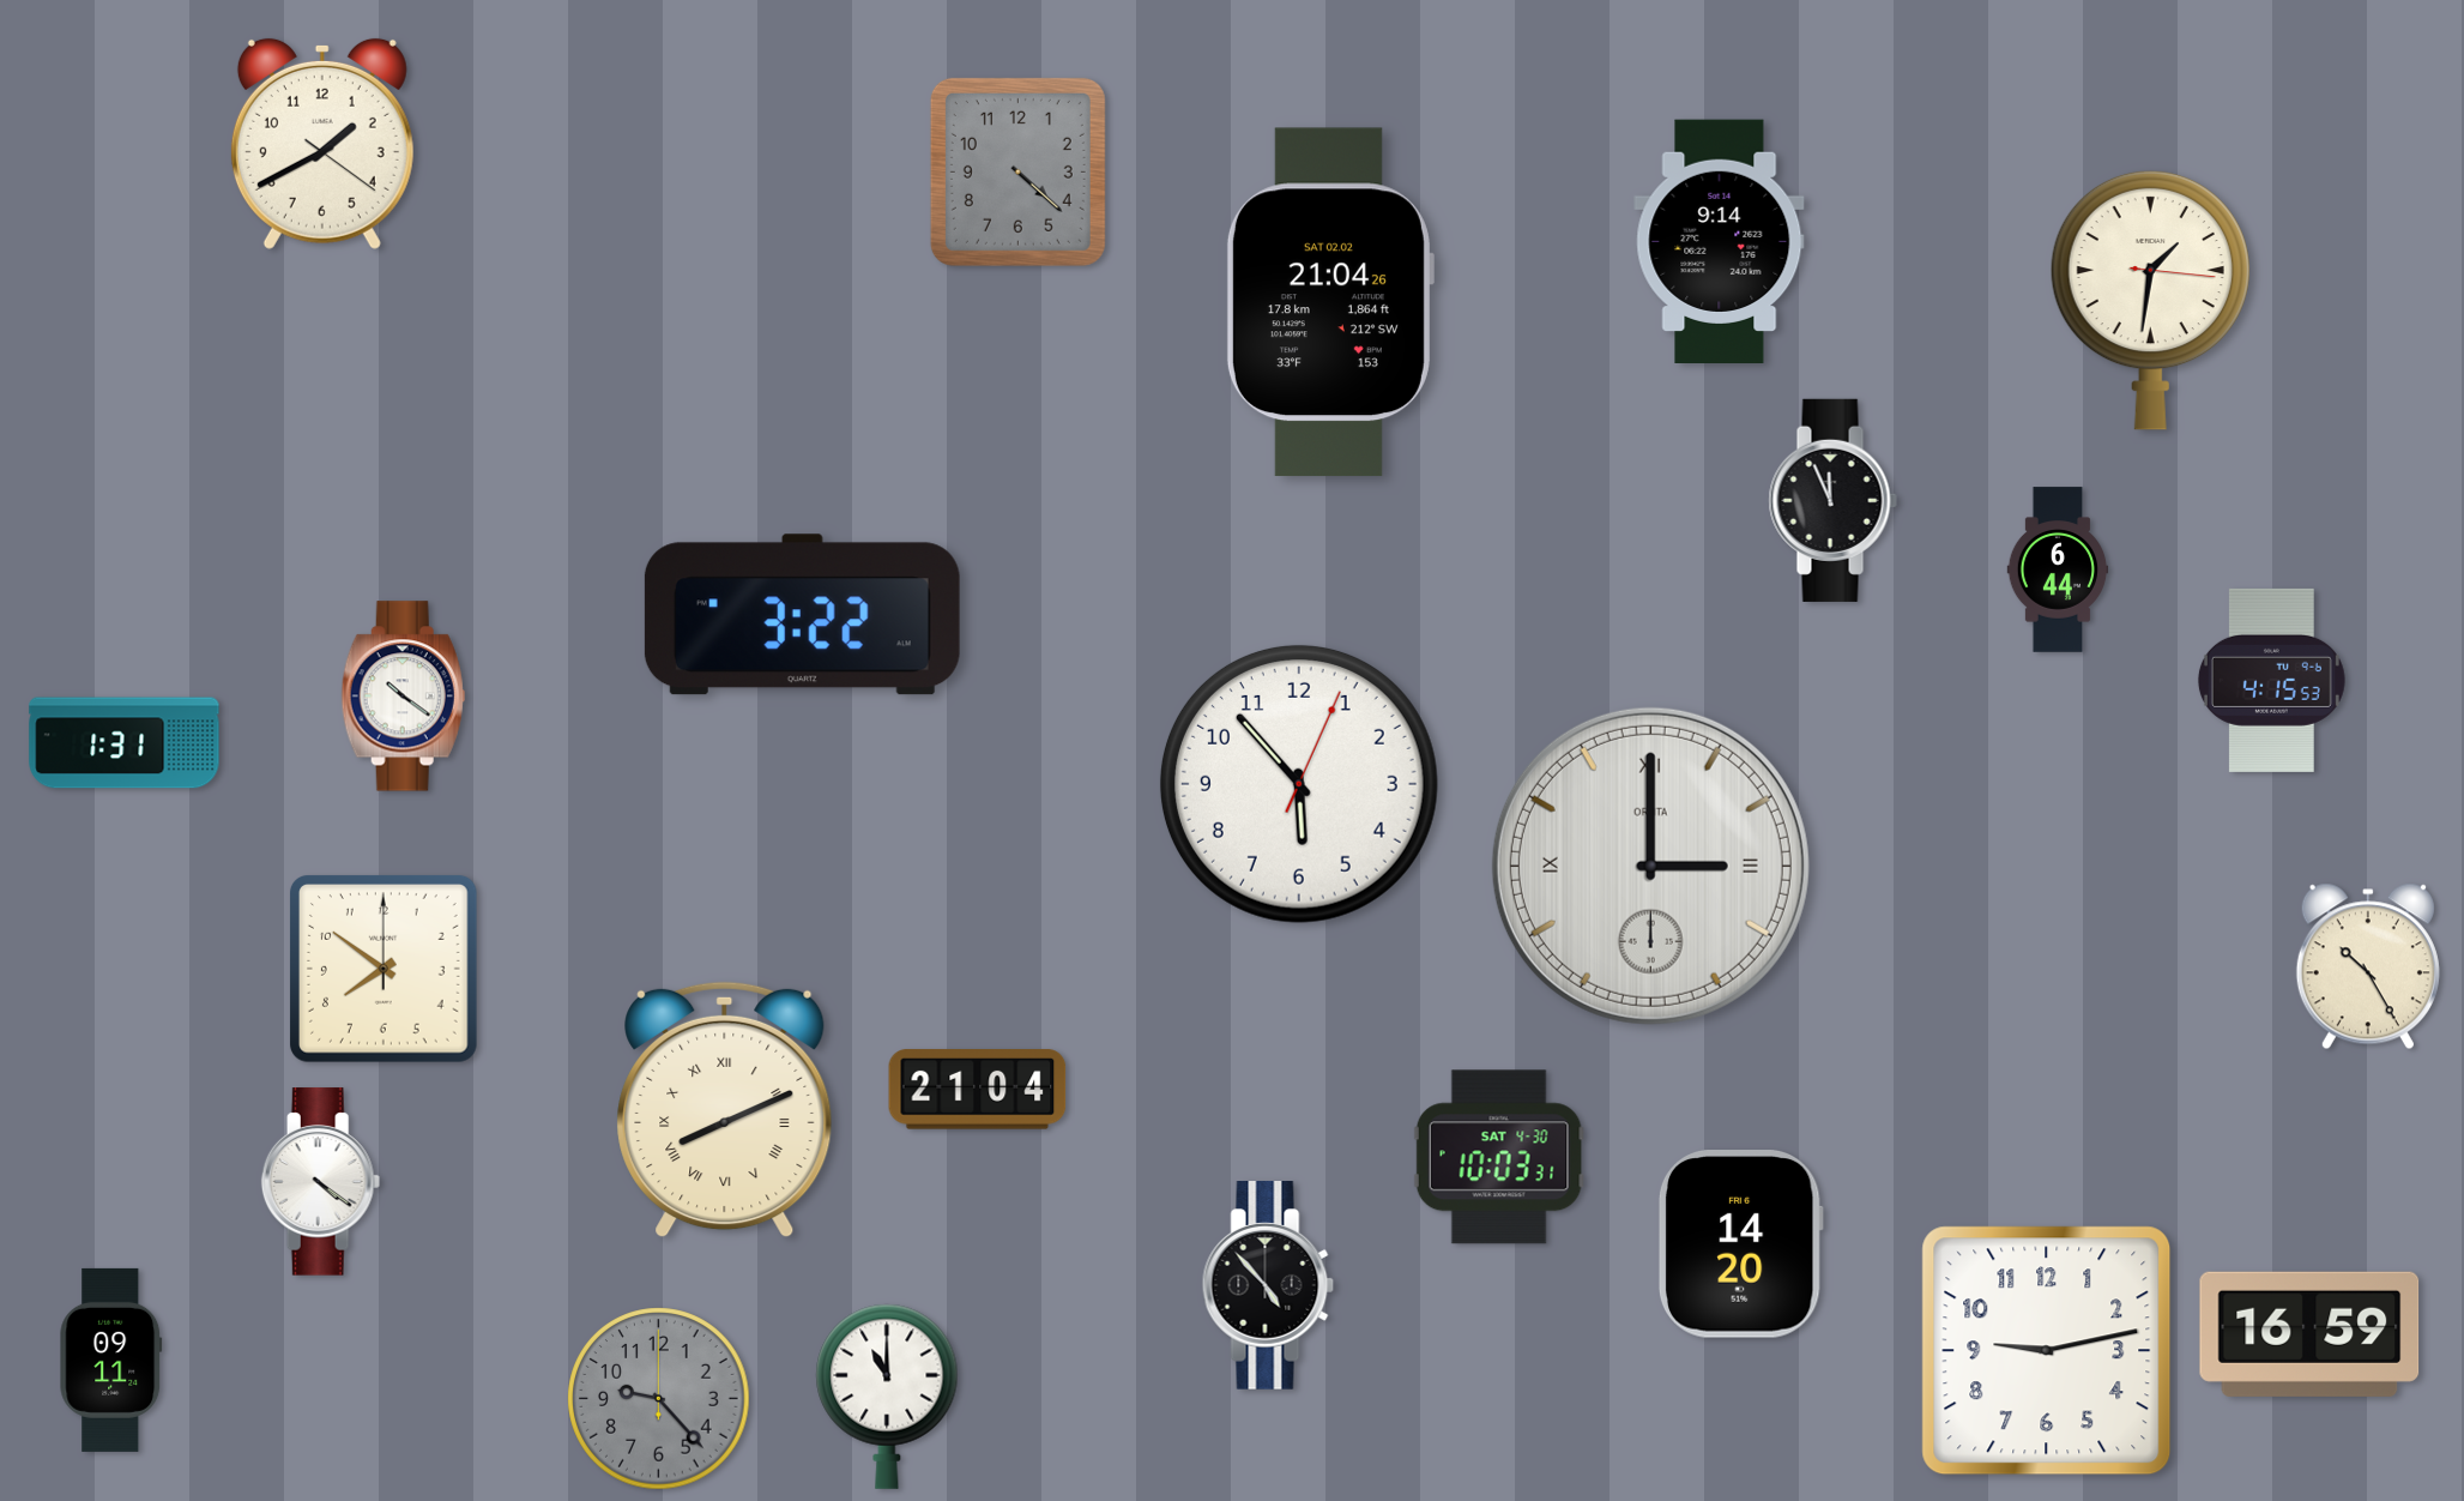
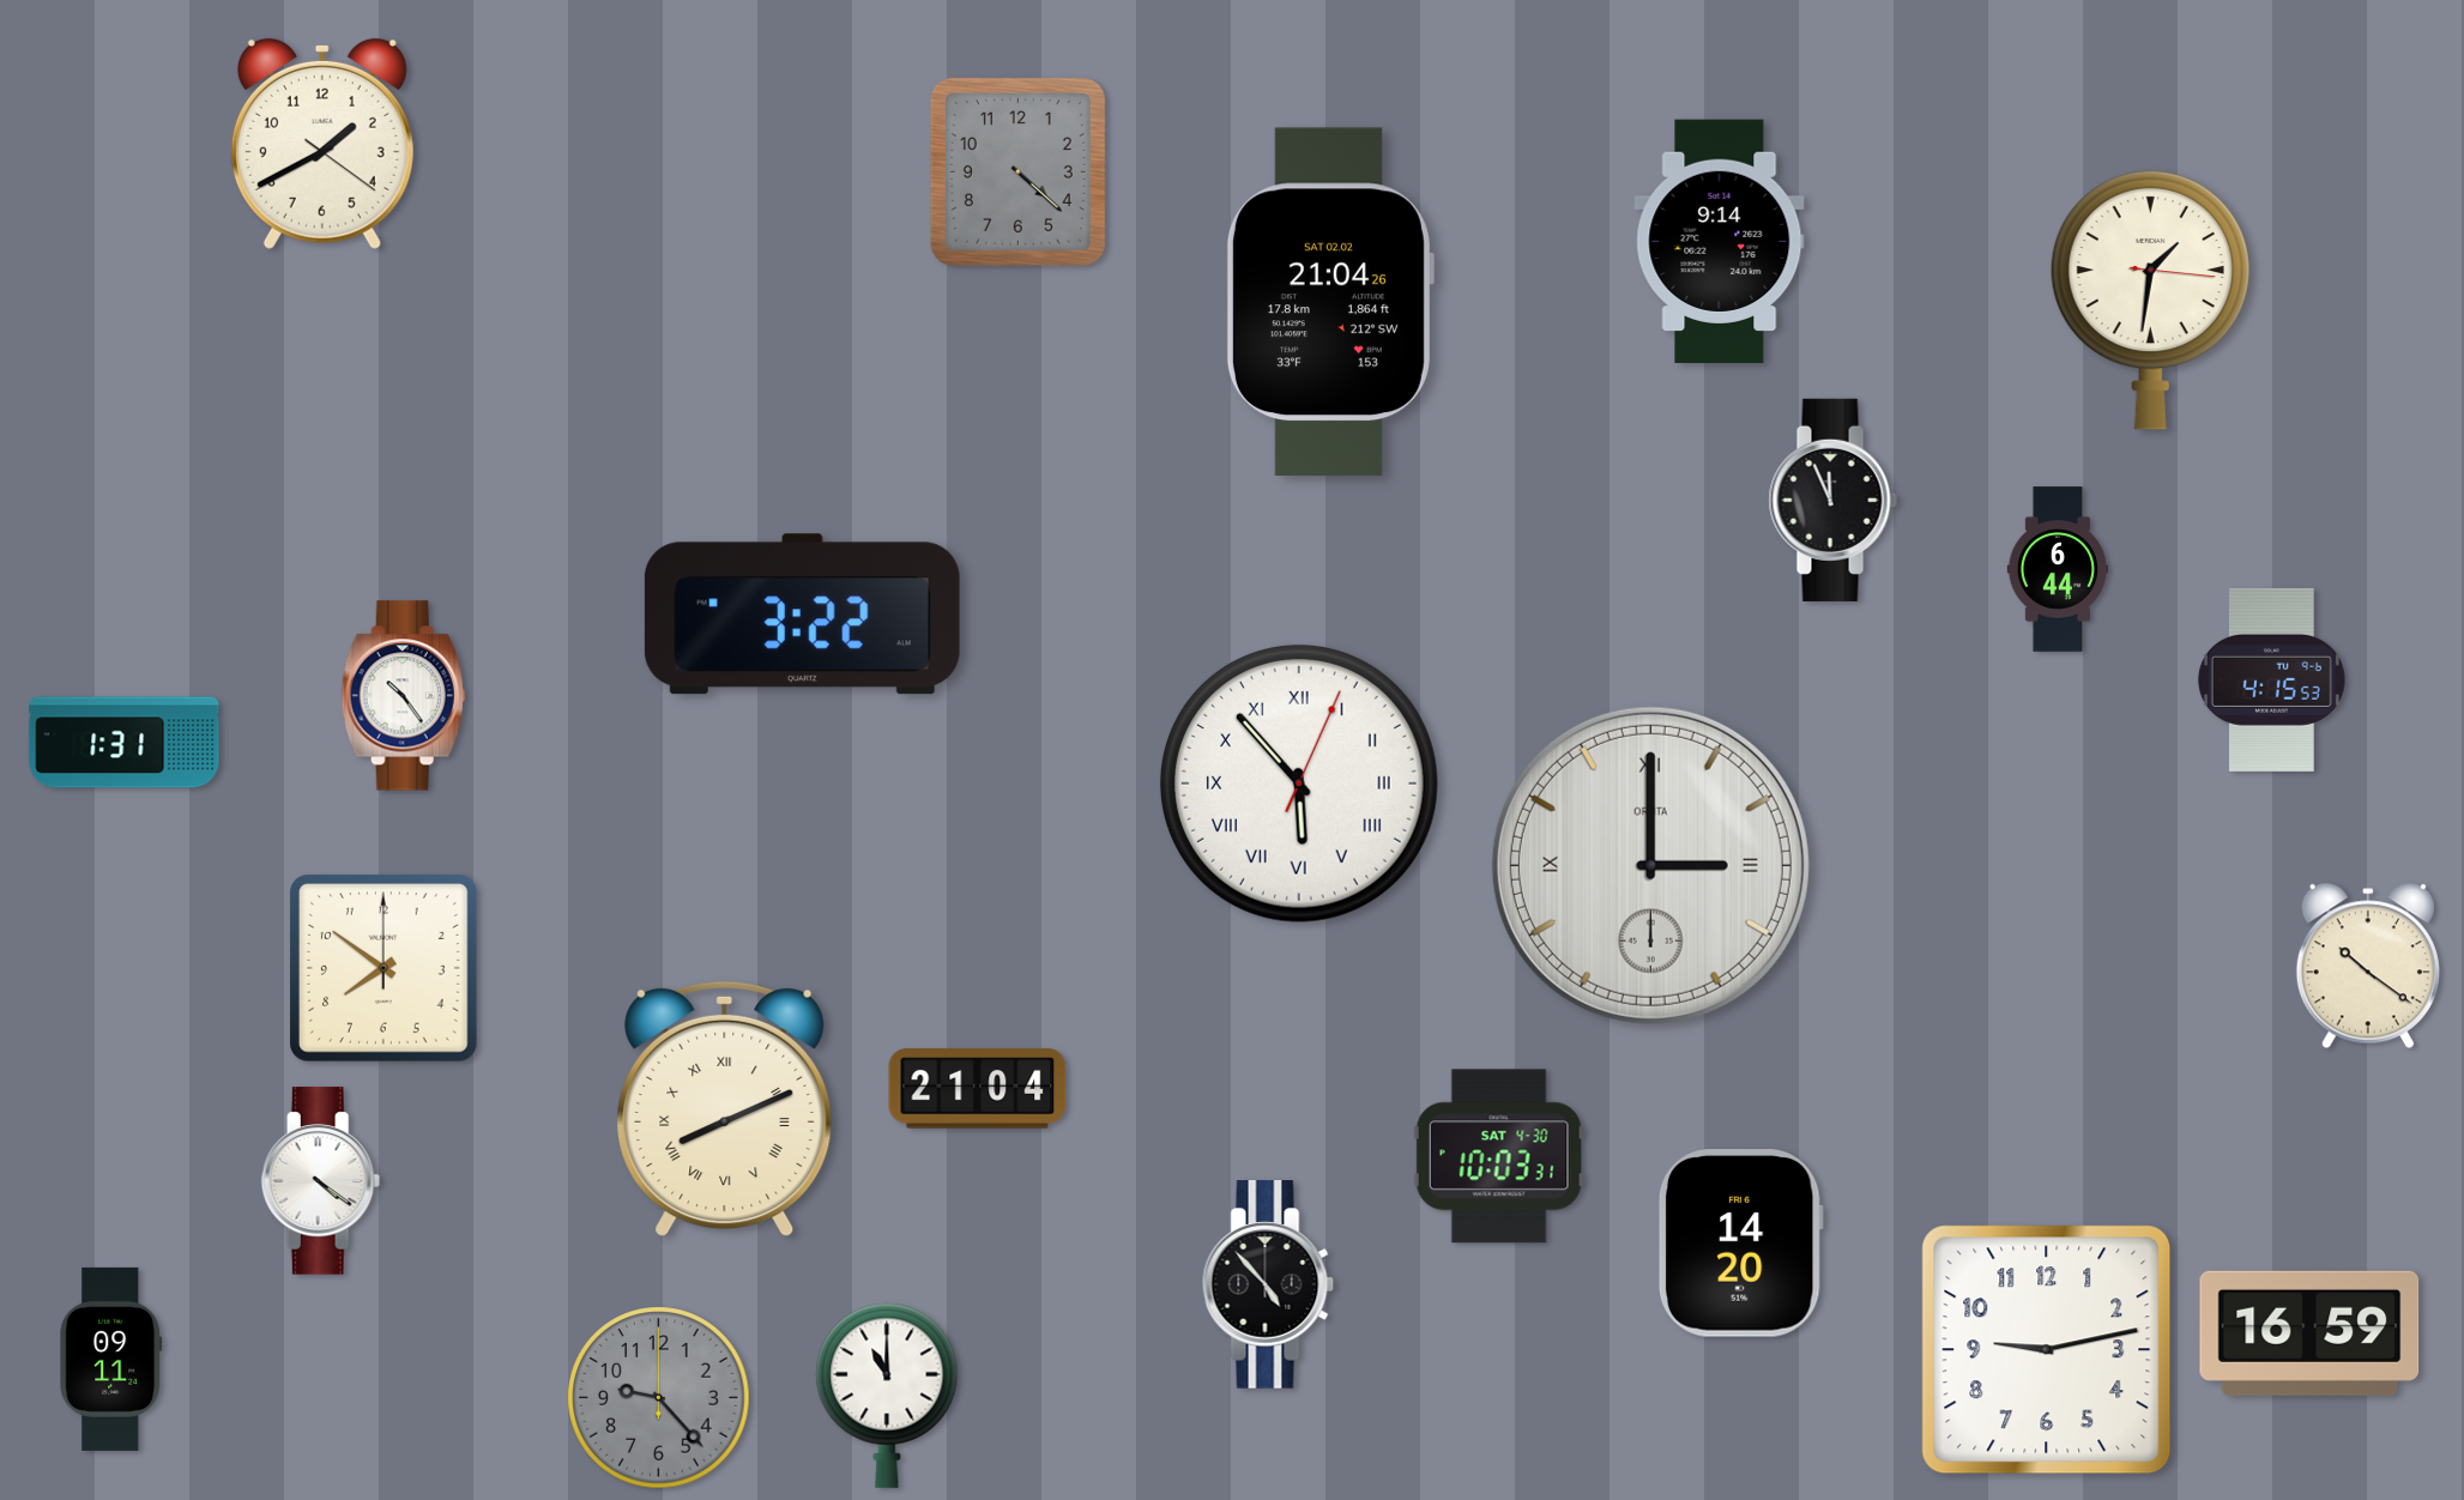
clock at (403, 697): 10:21 -> 10:24
clock at (1299, 784) numerals: Arabic -> Roman
clock at (2368, 966): 10:25 -> 10:21
